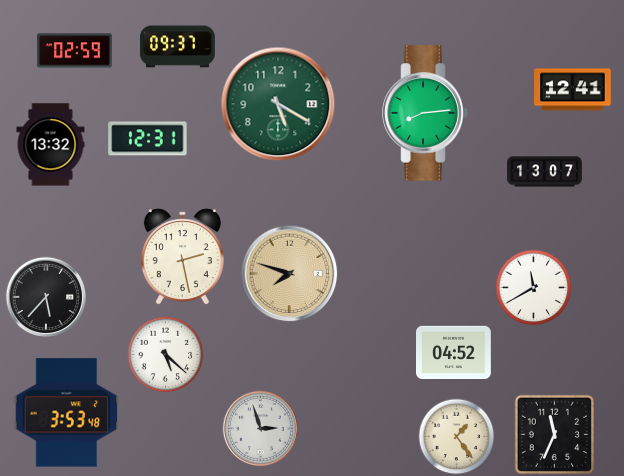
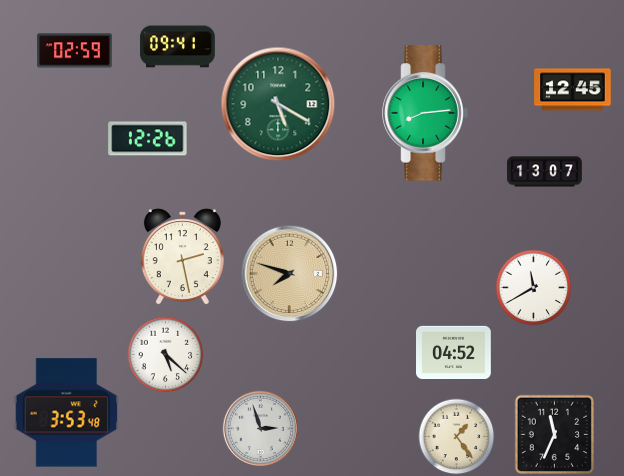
clock at (178, 47): 09:37 -> 09:41
clock at (573, 90): 12:41 -> 12:45
clock at (148, 139): 12:31 -> 12:26
clock at (51, 145): 13:32 -> none
clock at (45, 296): 5:37 -> none
